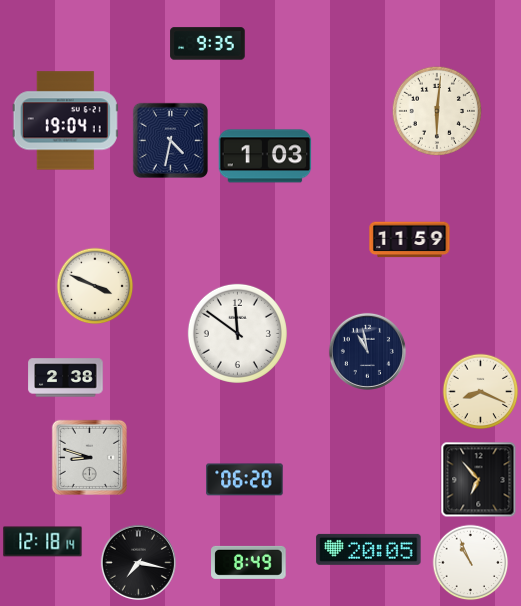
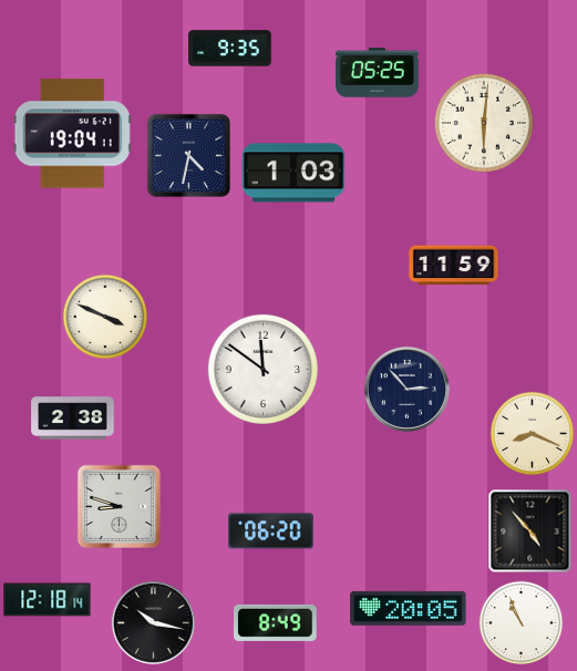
clock at (378, 73): none -> 05:25
clock at (367, 351): 10:58 -> 2:53
clock at (89, 457) position: (89, 457) -> (119, 506)
clock at (479, 480): 6:53 -> 4:53
clock at (138, 562): 7:17 -> 10:17
